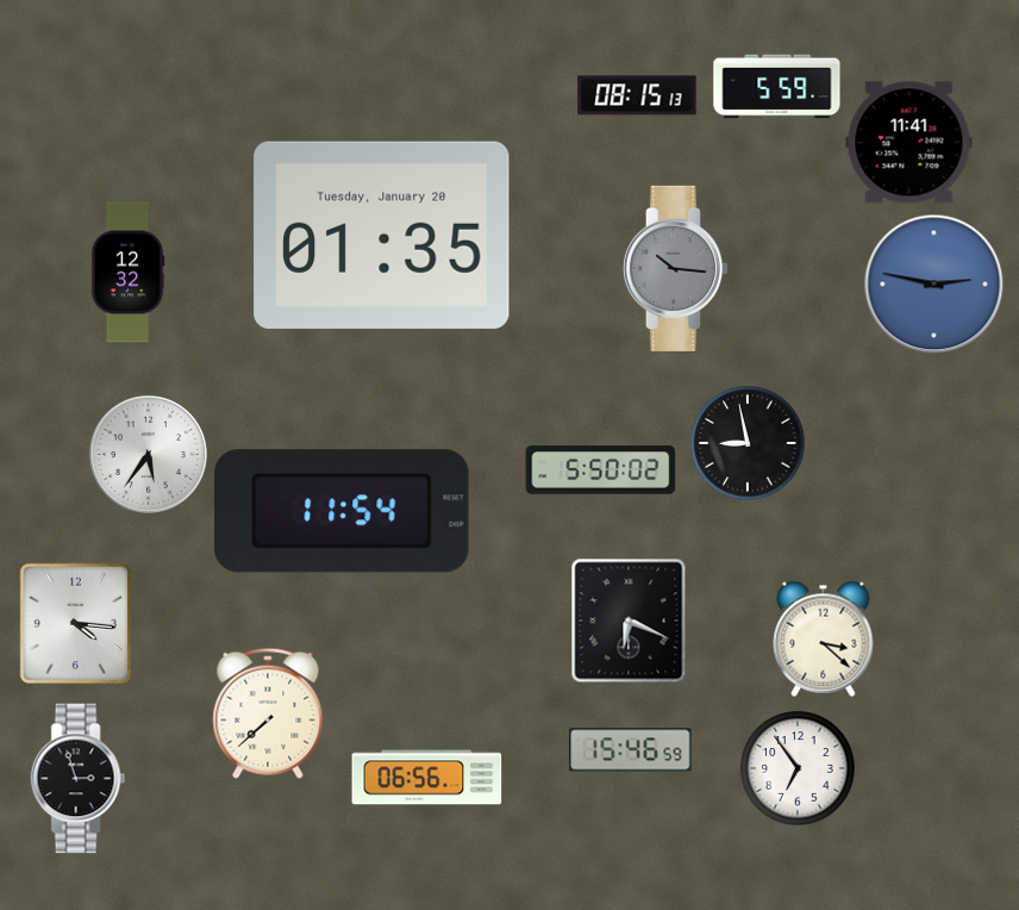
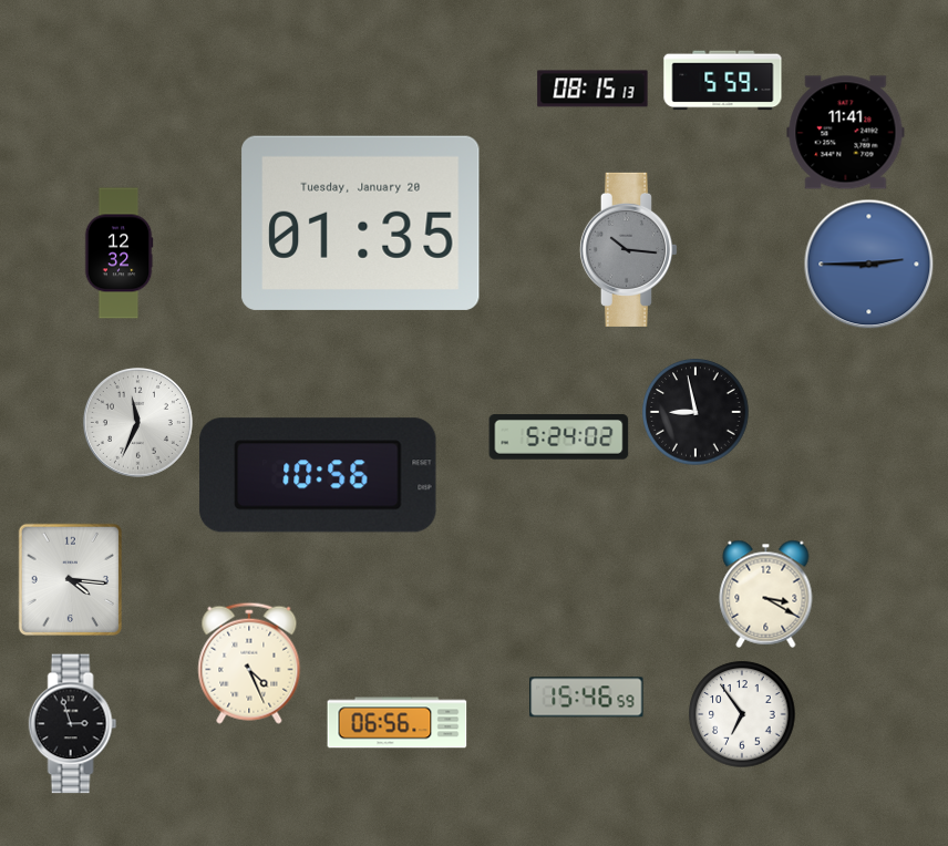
clock at (382, 235) position: (382, 235) -> (361, 223)
clock at (933, 283): 2:47 -> 2:45
clock at (148, 454): 5:36 -> 11:34
clock at (601, 470): 5:50 -> 5:24
clock at (342, 511): 11:54 -> 10:56
clock at (629, 621): 6:19 -> none
clock at (824, 638): 3:22 -> 3:20
clock at (268, 713): 7:38 -> 4:26
